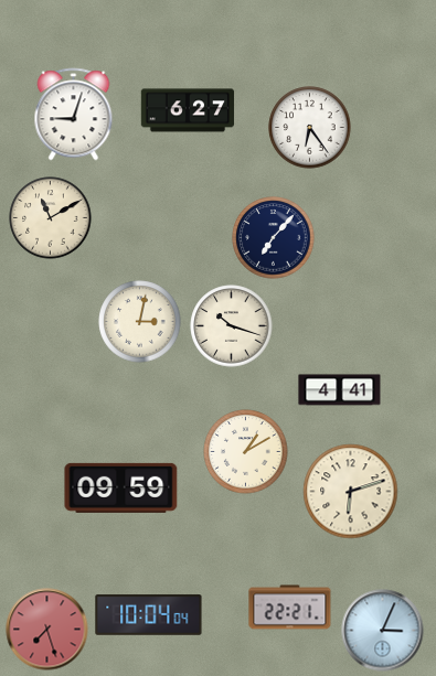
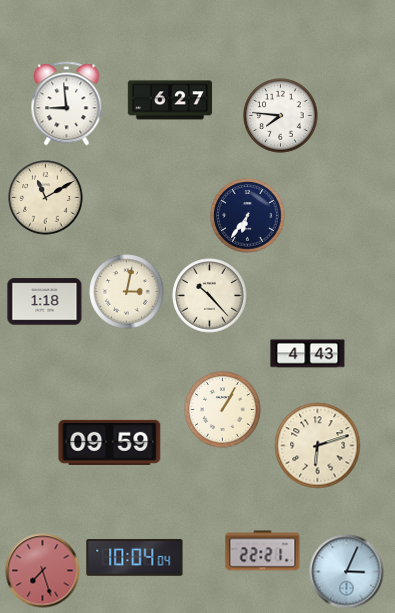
clock at (74, 115): 9:03 -> 8:59
clock at (310, 128): 6:24 -> 7:46
clock at (274, 238): 7:07 -> 6:36
clock at (232, 326): 10:18 -> 10:23
clock at (45, 302): none -> 1:18
clock at (340, 390): 4:41 -> 4:43
clock at (246, 452): 1:10 -> 1:05
